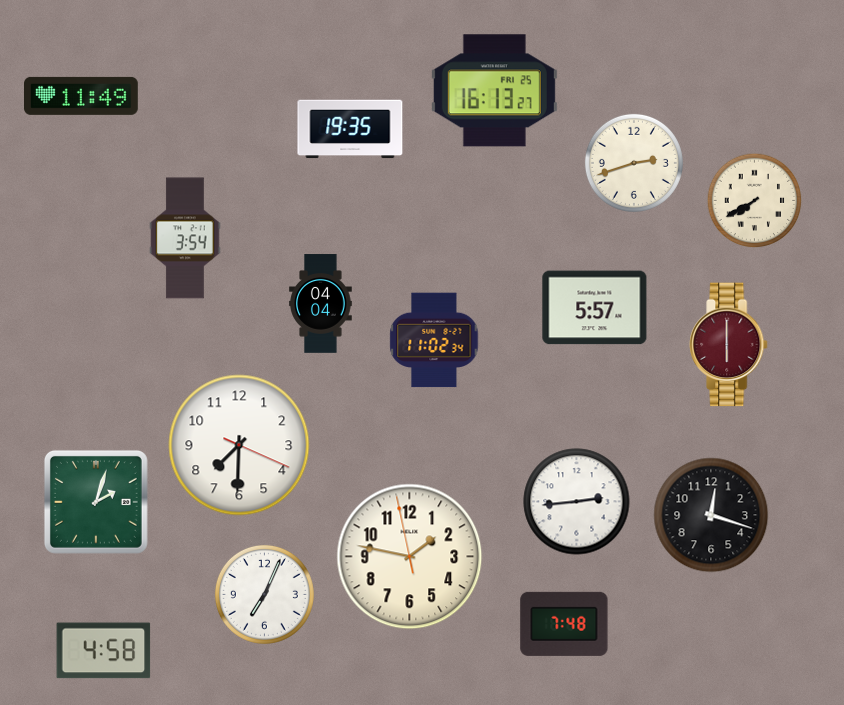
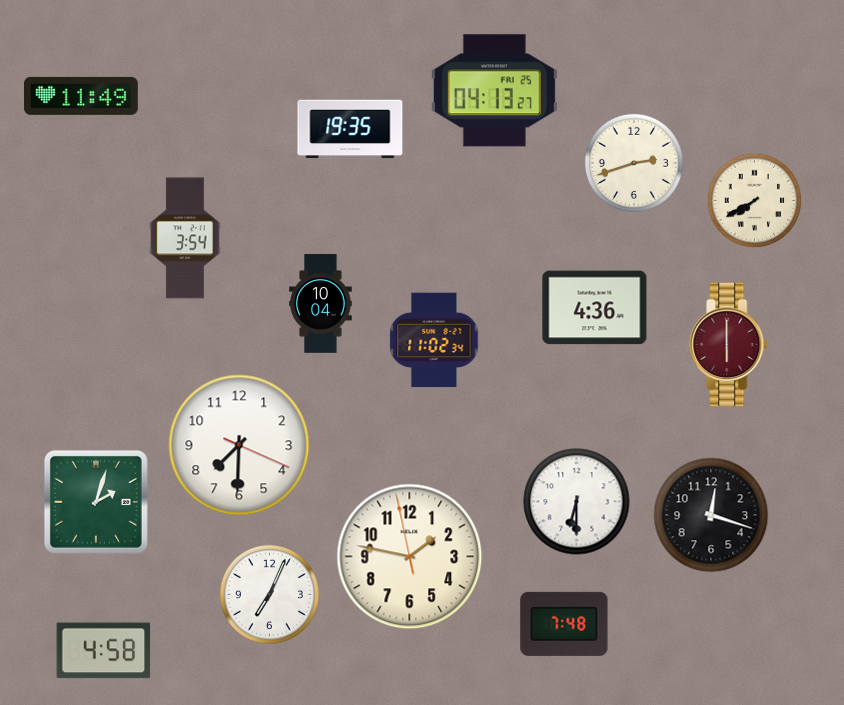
clock at (494, 91): 16:13 -> 04:13
clock at (321, 304): 04:04 -> 10:04
clock at (595, 308): 5:57 -> 4:36
clock at (577, 502): 2:44 -> 6:30
clock at (264, 594) position: (264, 594) -> (269, 594)
